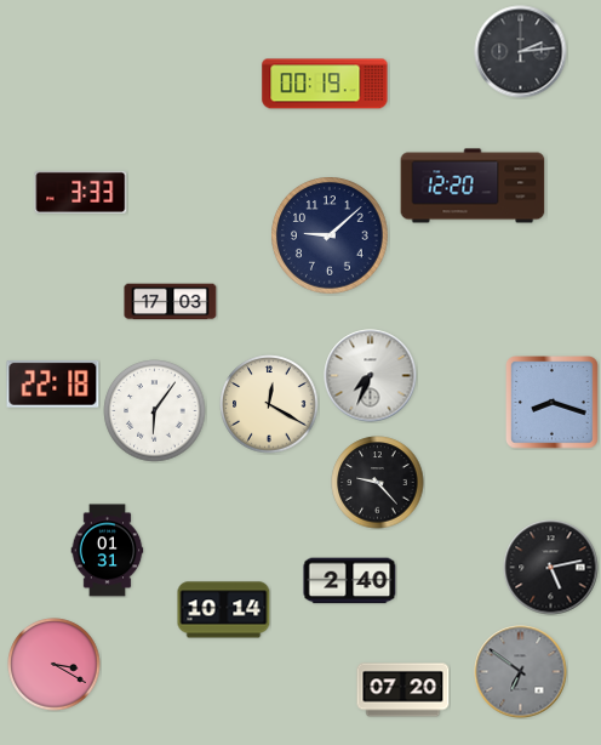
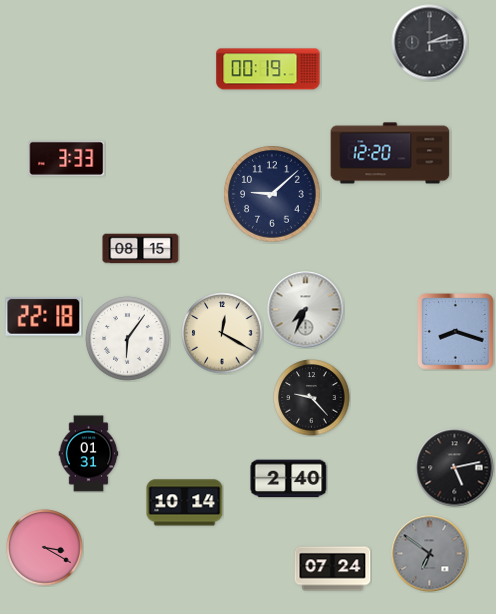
clock at (171, 302): 17:03 -> 08:15
clock at (403, 690): 07:20 -> 07:24
